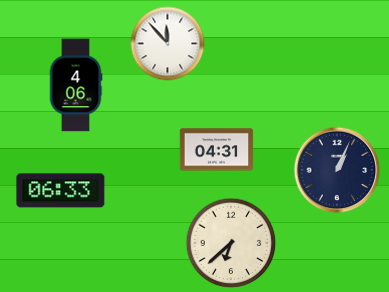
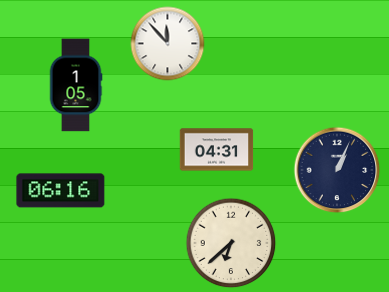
clock at (76, 85): 4:06 -> 1:05
clock at (61, 191): 06:33 -> 06:16
